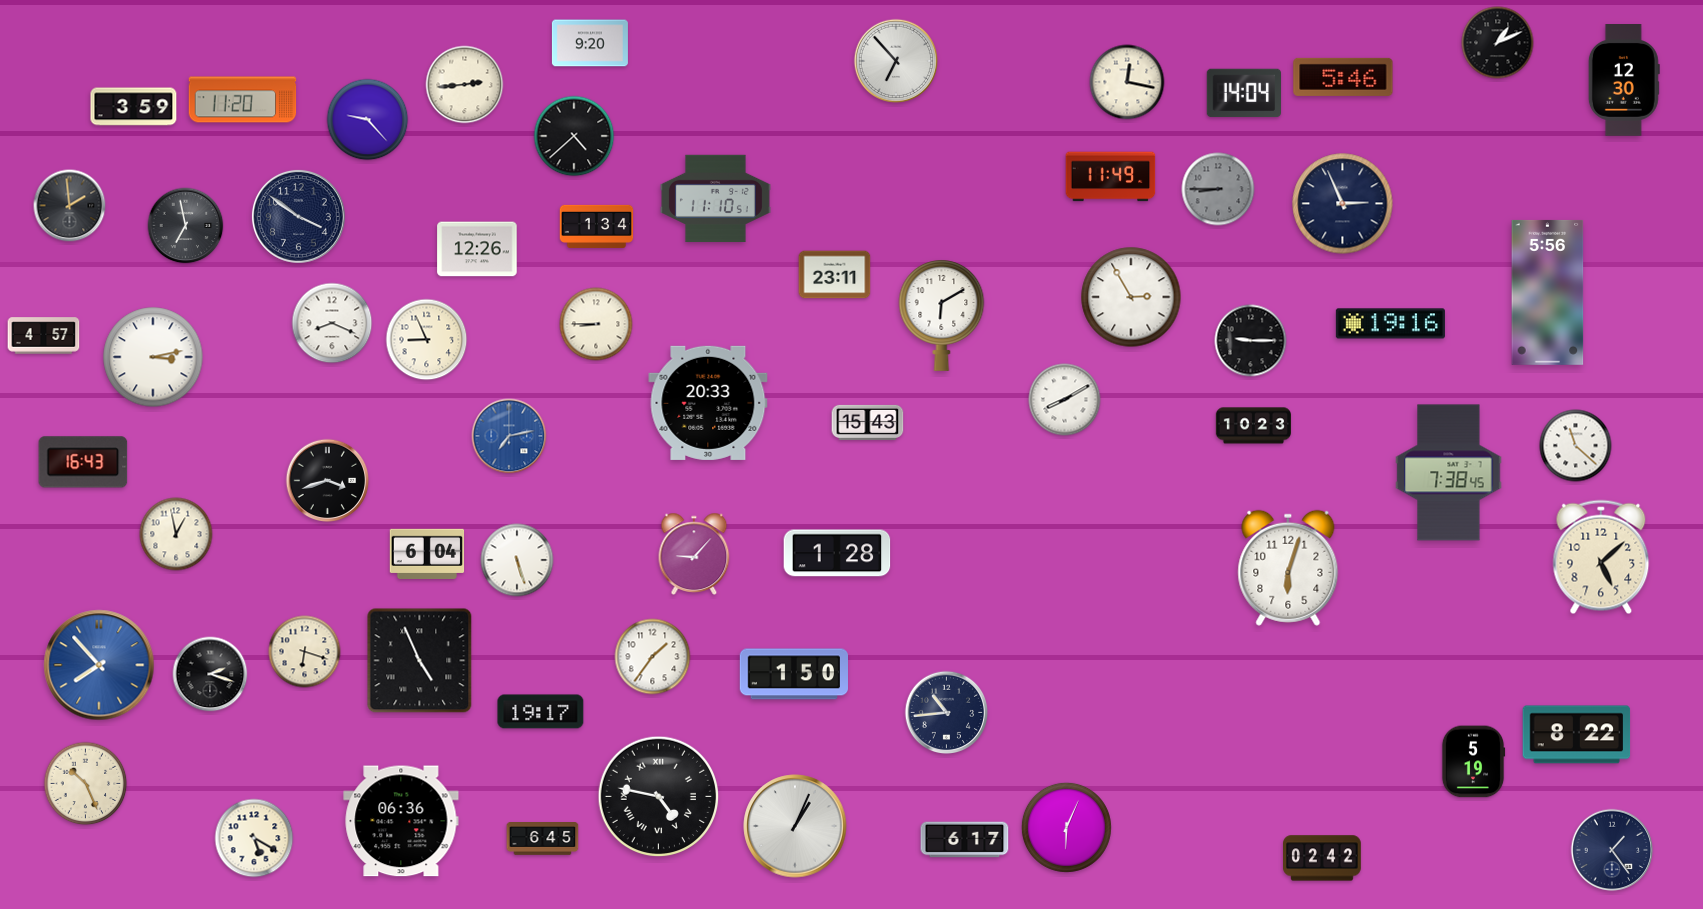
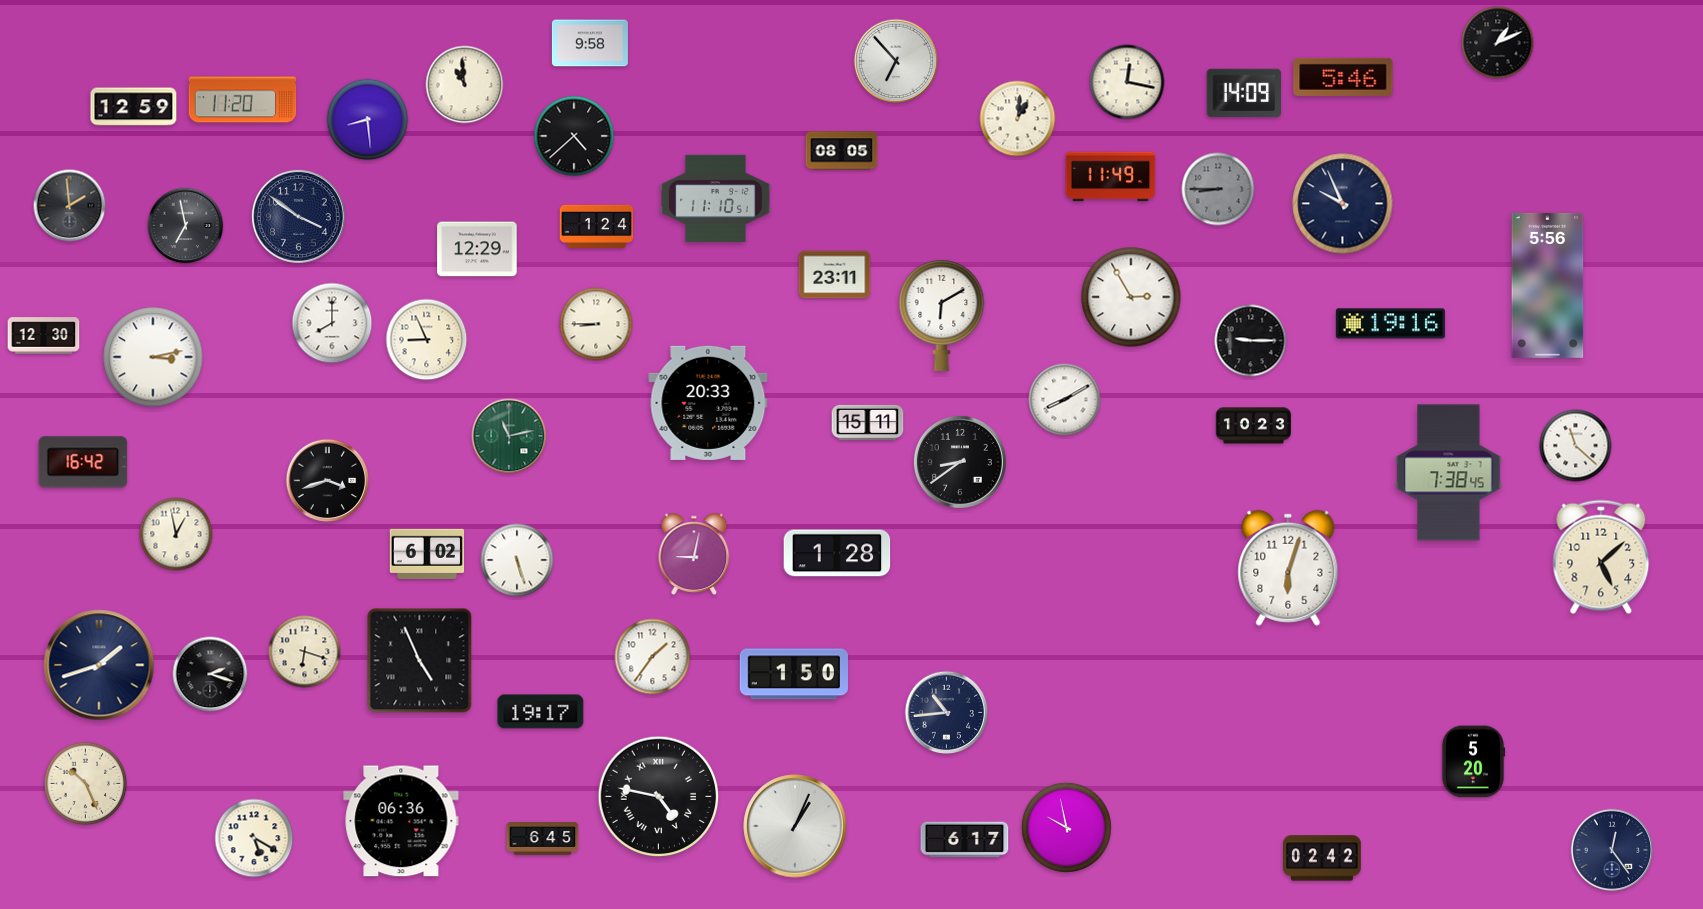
clock at (590, 43): 9:20 -> 9:58
clock at (1624, 81): 12:30 -> none
clock at (465, 85): 2:44 -> 10:59
clock at (1243, 93): 14:04 -> 14:09
clock at (134, 107): 3:59 -> 12:59
clock at (1018, 119): none -> 1:01
clock at (368, 120): 9:23 -> 8:29
clock at (842, 151): none -> 08:05
clock at (1343, 204): 2:56 -> 9:56
clock at (597, 226): 1:34 -> 1:24
clock at (477, 249): 12:26 -> 12:29
clock at (1548, 292) position: (1548, 292) -> (1548, 285)
clock at (332, 323): 8:19 -> 8:00
clock at (44, 336): 4:57 -> 12:30
clock at (868, 422): 15:43 -> 15:11
clock at (509, 436): 7:13 -> 11:13
clock at (509, 436) dial: blue -> green
clock at (83, 462): 16:43 -> 16:42
clock at (960, 462): none -> 8:39
clock at (427, 553): 6:04 -> 6:02
clock at (694, 553): 9:07 -> 9:02
clock at (99, 665): 7:53 -> 1:42
clock at (99, 665) dial: blue -> navy
clock at (1577, 735): 8:22 -> none
clock at (1473, 762): 5:19 -> 5:20
clock at (1066, 827): 6:04 -> 9:58
clock at (1612, 850): 1:24 -> 12:24
